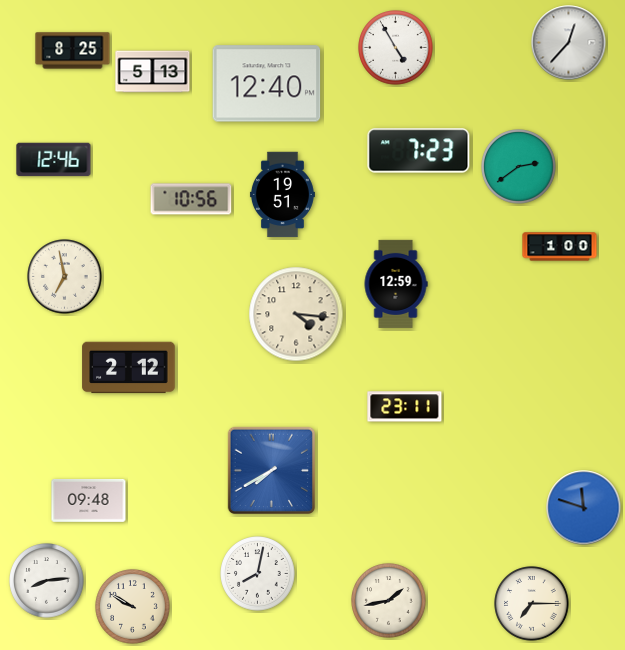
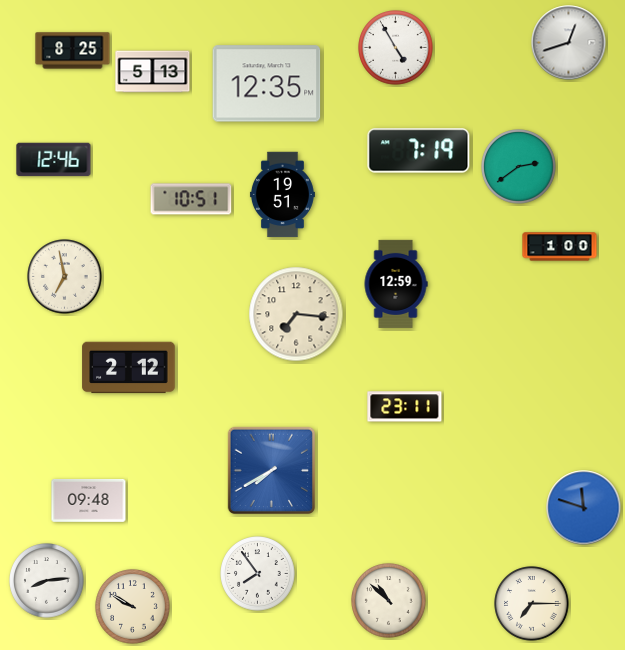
clock at (569, 43): 12:37 -> 12:42
clock at (267, 84): 12:40 -> 12:35
clock at (419, 151): 7:23 -> 7:19
clock at (191, 199): 10:56 -> 10:51
clock at (296, 314): 4:16 -> 7:16
clock at (258, 574): 8:02 -> 7:54
clock at (389, 601): 1:43 -> 10:52
